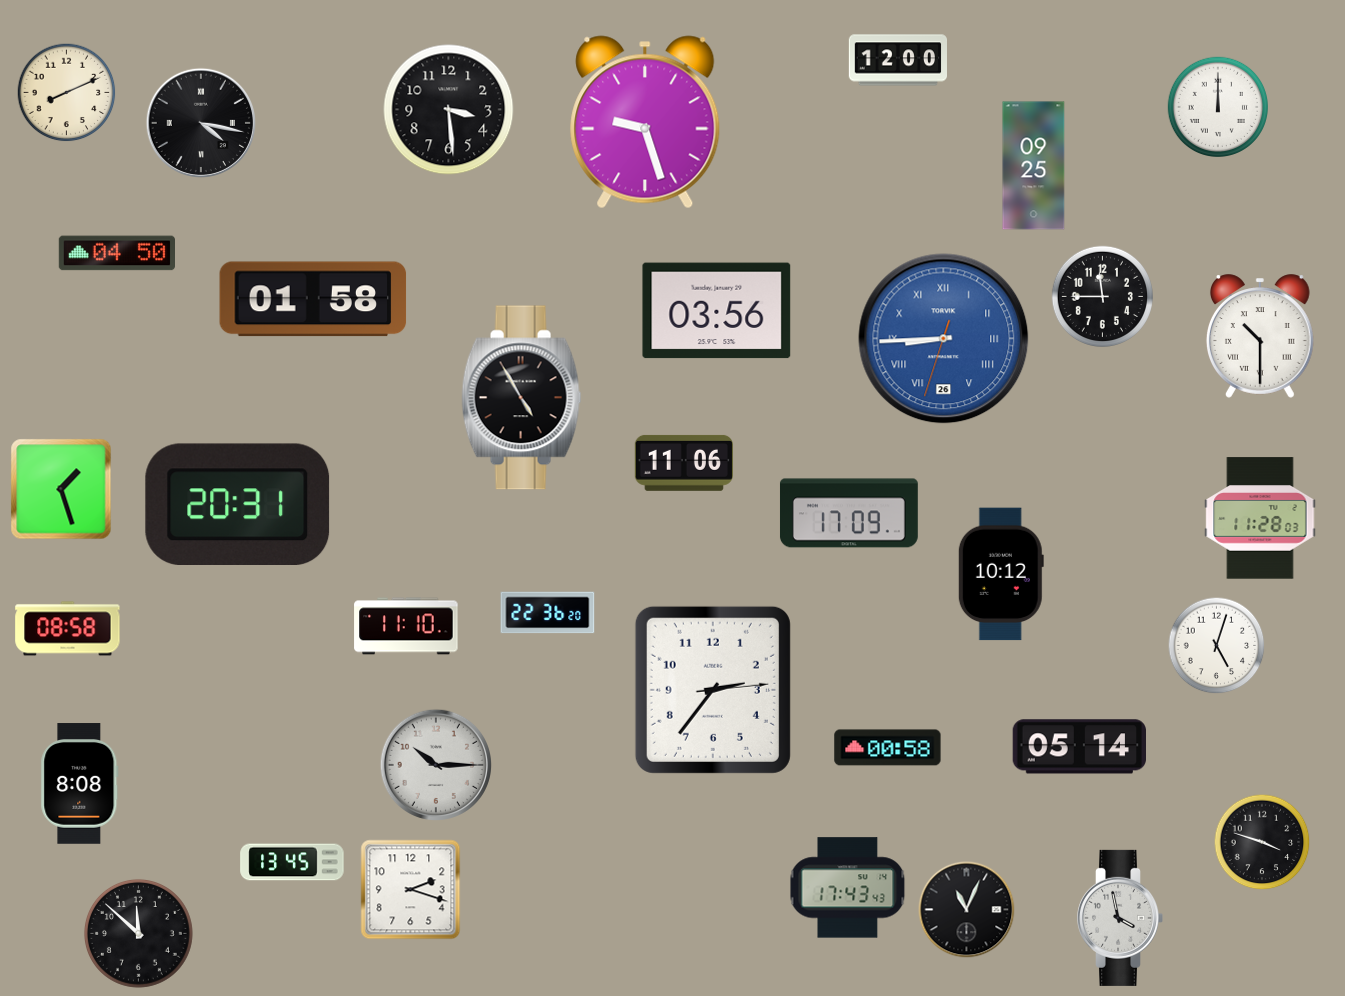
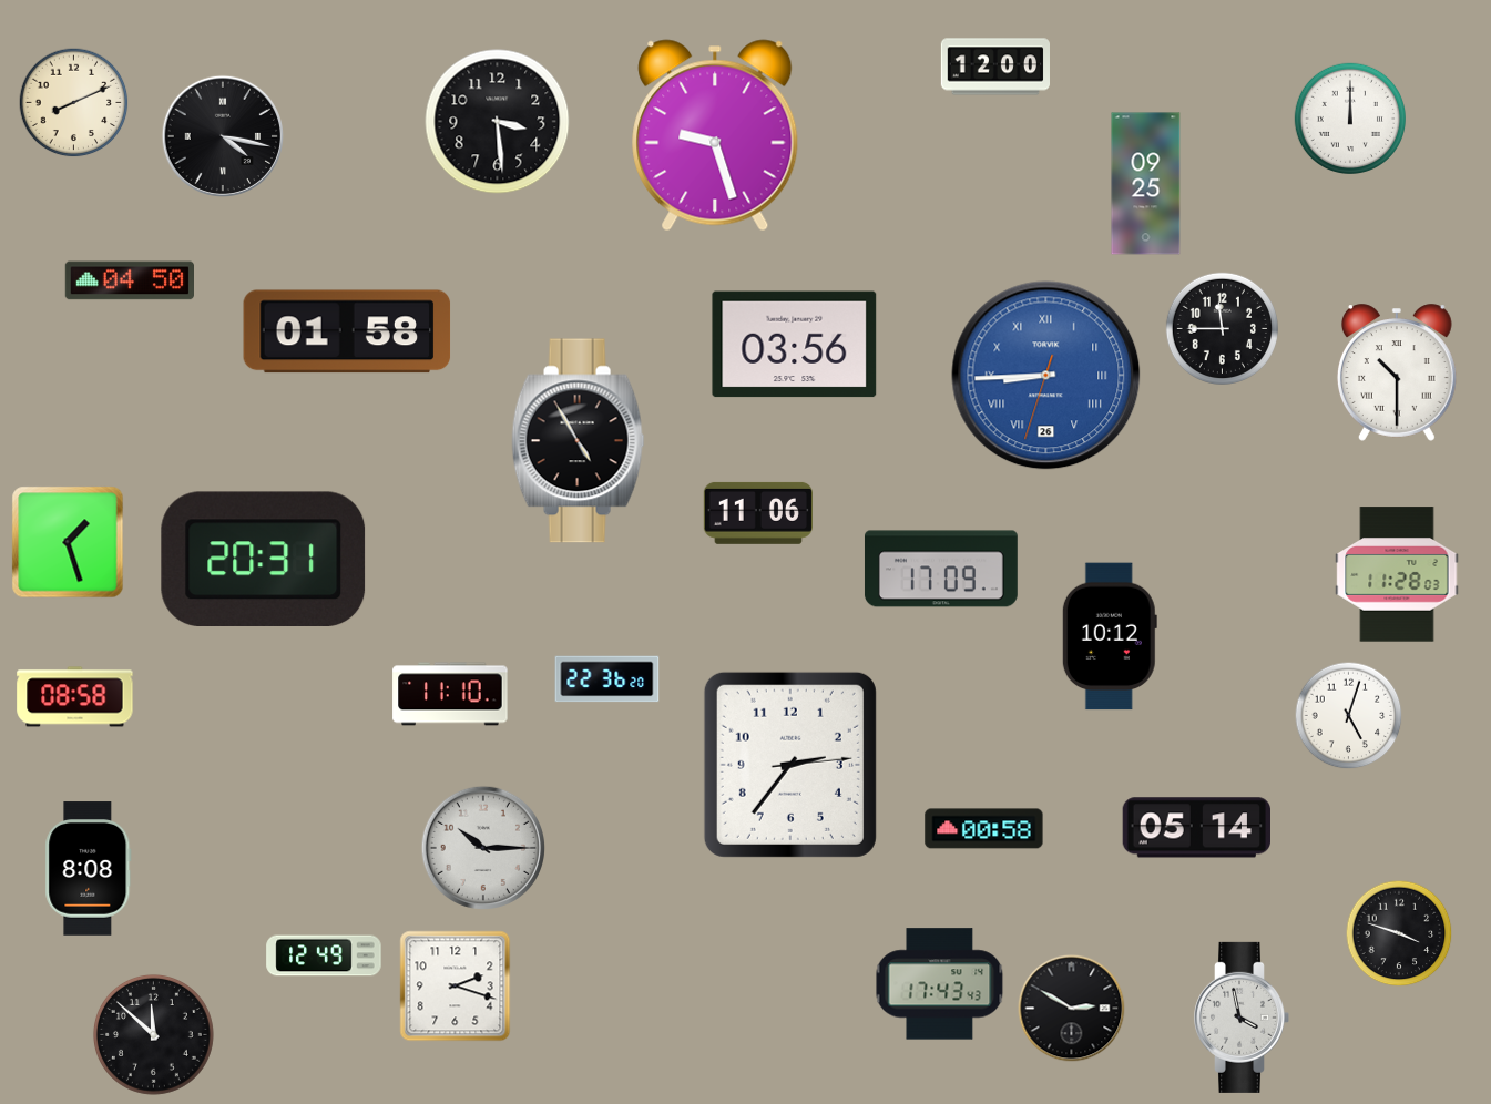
clock at (292, 862): 13:45 -> 12:49
clock at (967, 910): 11:04 -> 2:50
